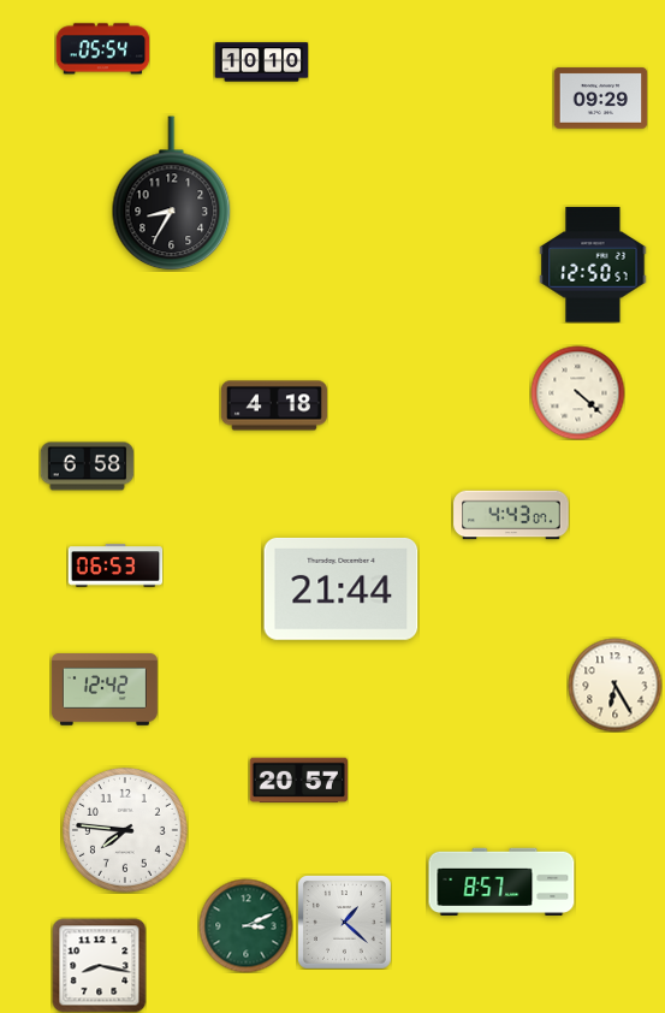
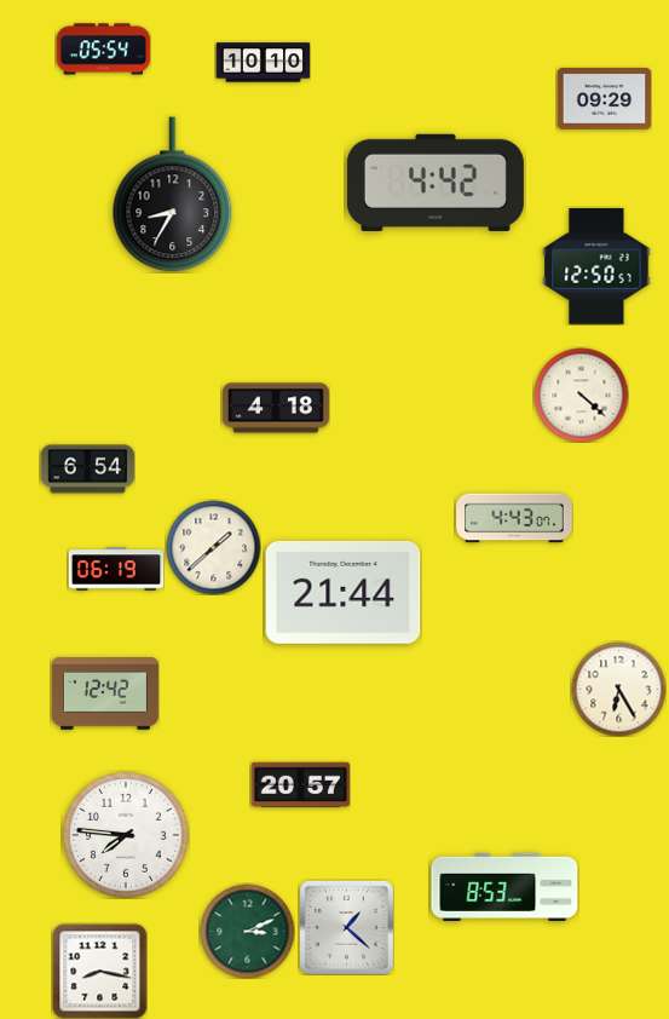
clock at (436, 183): none -> 4:42
clock at (87, 467): 6:58 -> 6:54
clock at (213, 547): none -> 1:38
clock at (115, 565): 06:53 -> 06:19
clock at (501, 881): 8:57 -> 8:53
